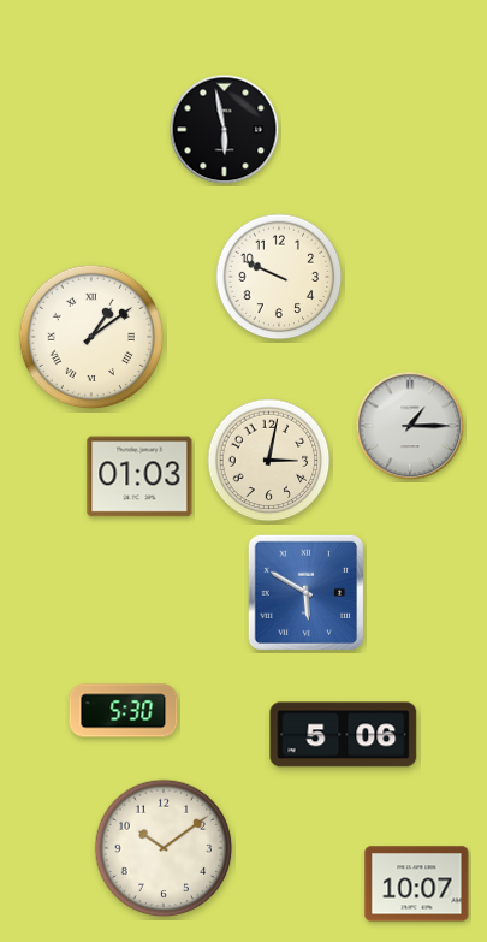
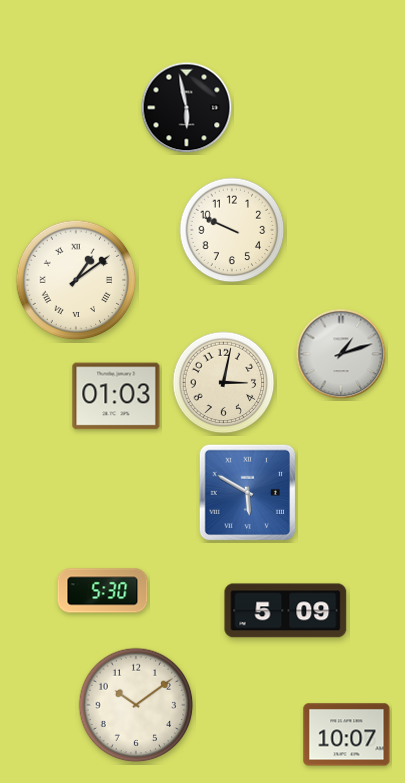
clock at (410, 426): 1:15 -> 1:12
clock at (307, 593) position: (307, 593) -> (248, 493)
clock at (344, 735): 5:06 -> 5:09
